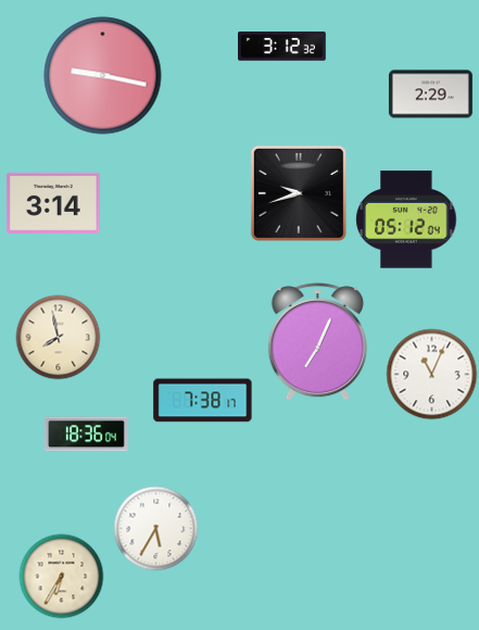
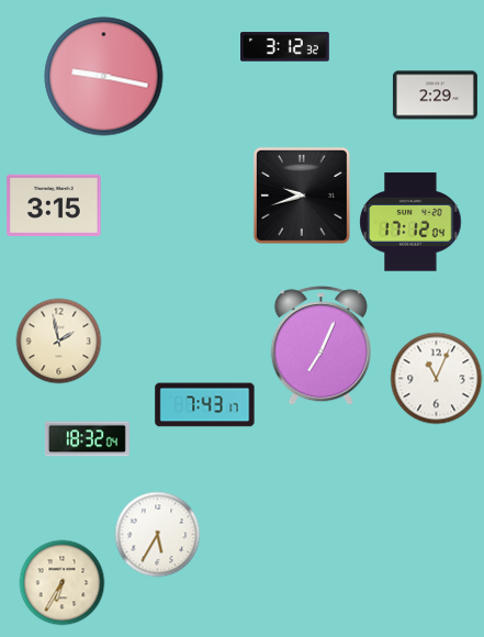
clock at (53, 203): 3:14 -> 3:15
clock at (406, 219): 05:12 -> 17:12
clock at (58, 337): 7:58 -> 1:58
clock at (203, 401): 7:38 -> 7:43
clock at (86, 434): 18:36 -> 18:32
